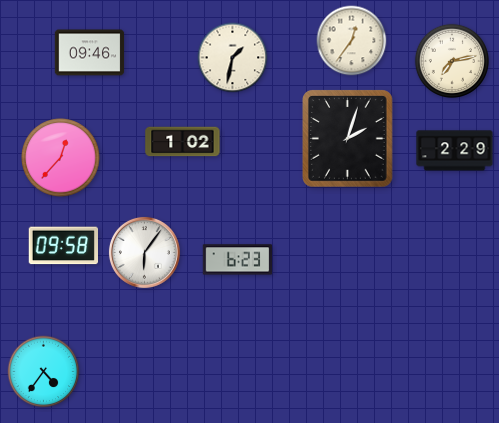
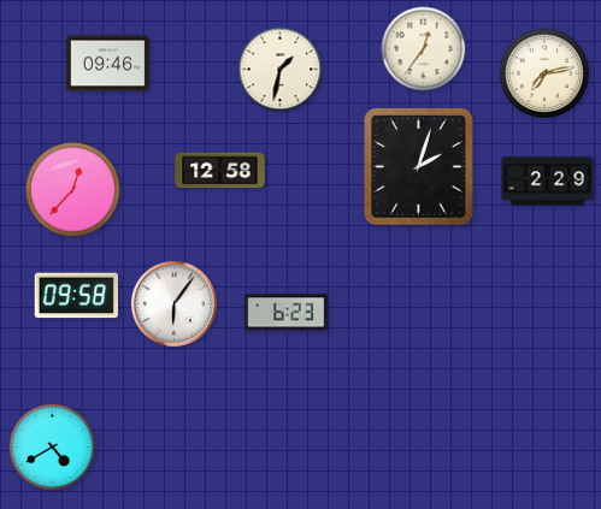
clock at (183, 142): 1:02 -> 12:58
clock at (44, 372): 4:36 -> 4:40
